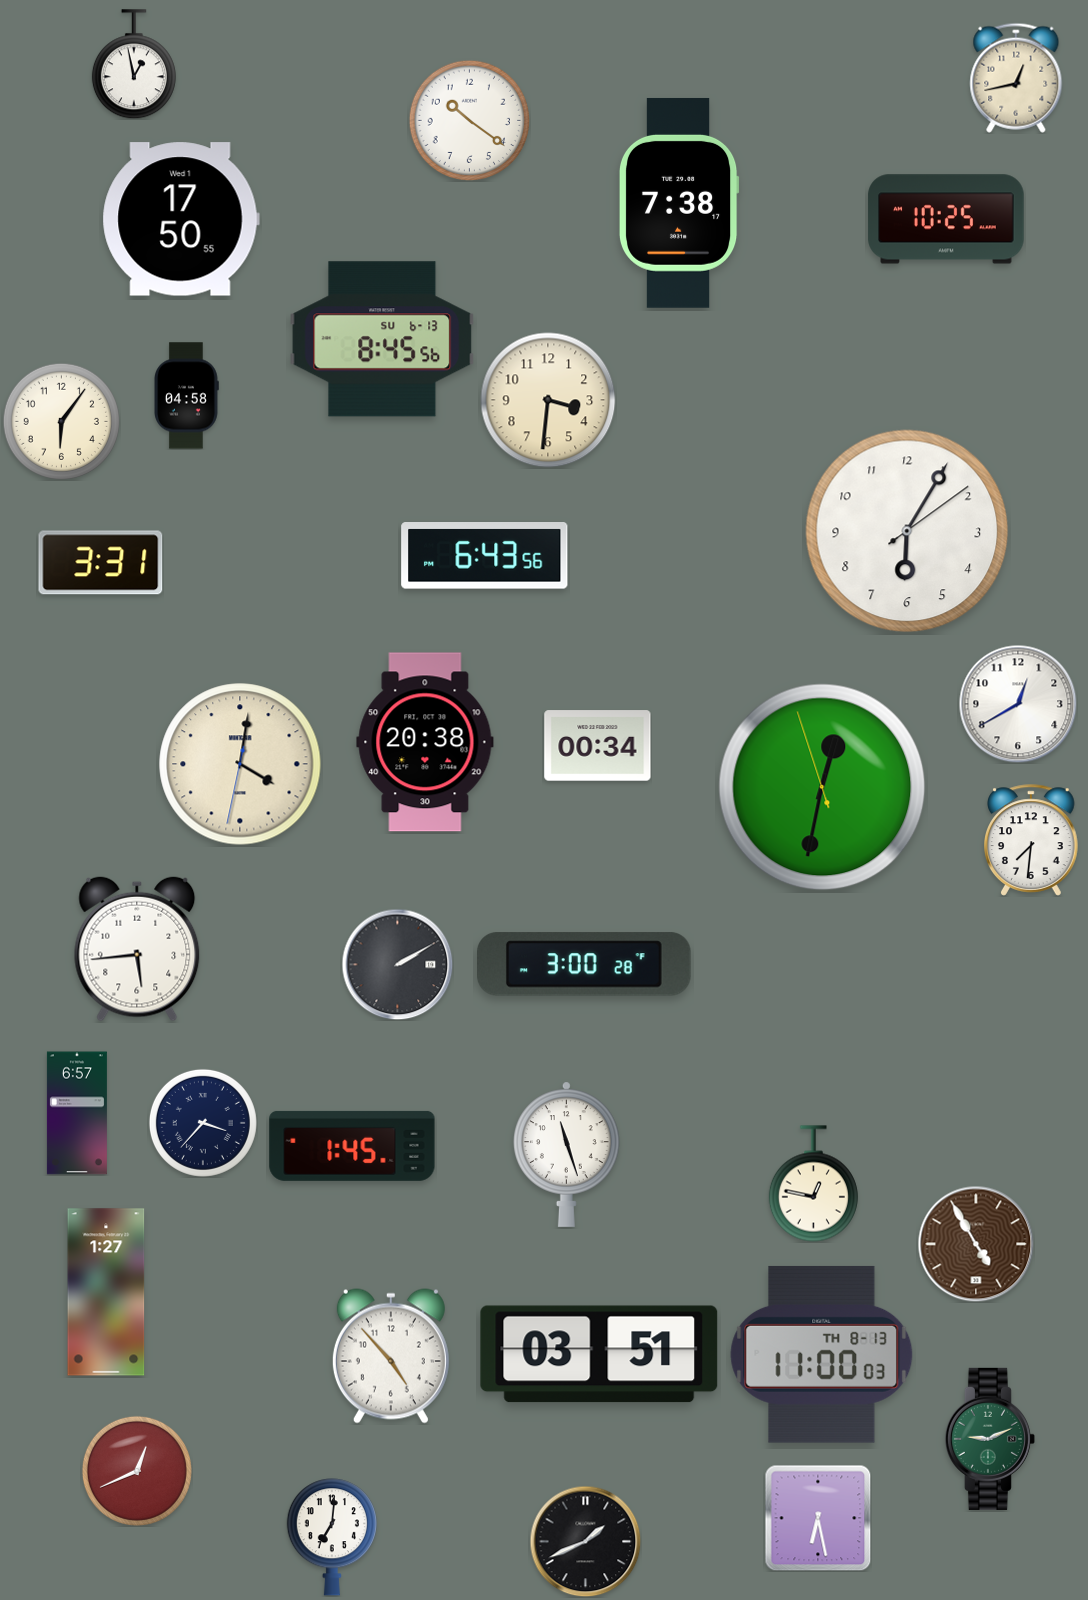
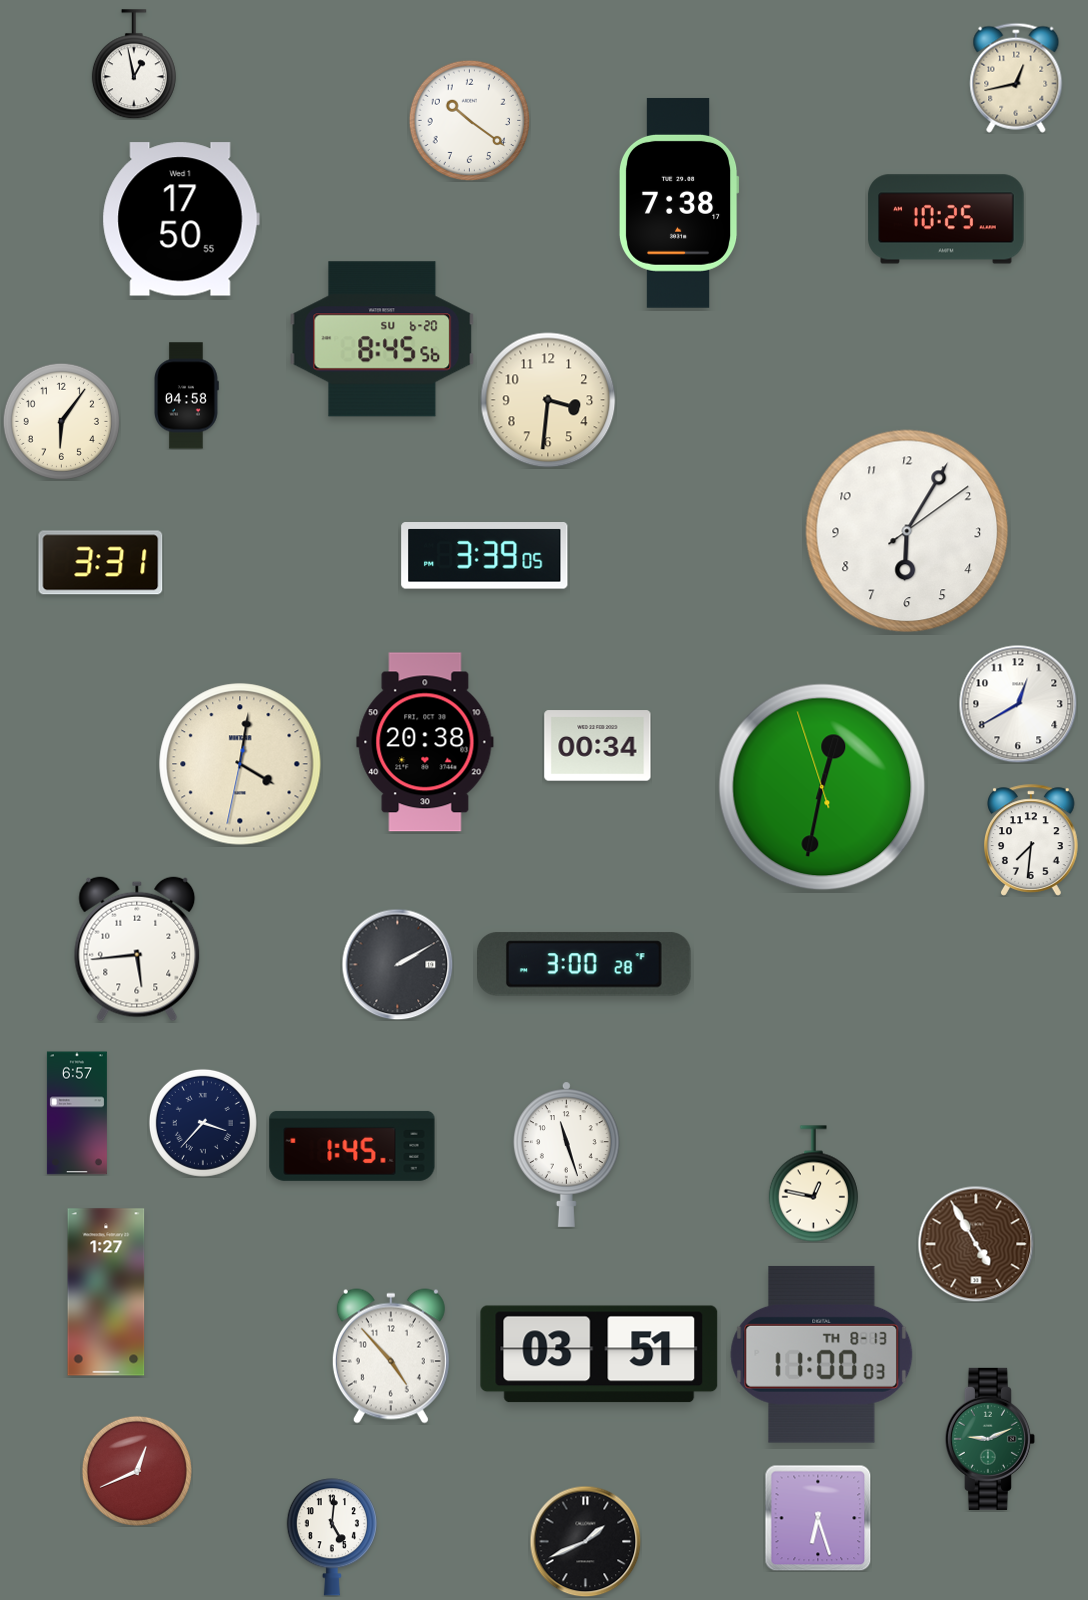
clock at (382, 339) date: SU 6-13 -> SU 6-20
clock at (485, 556): 6:43 -> 3:39
clock at (818, 1518): 6:28 -> 6:27
clock at (332, 1537): 7:01 -> 5:01
